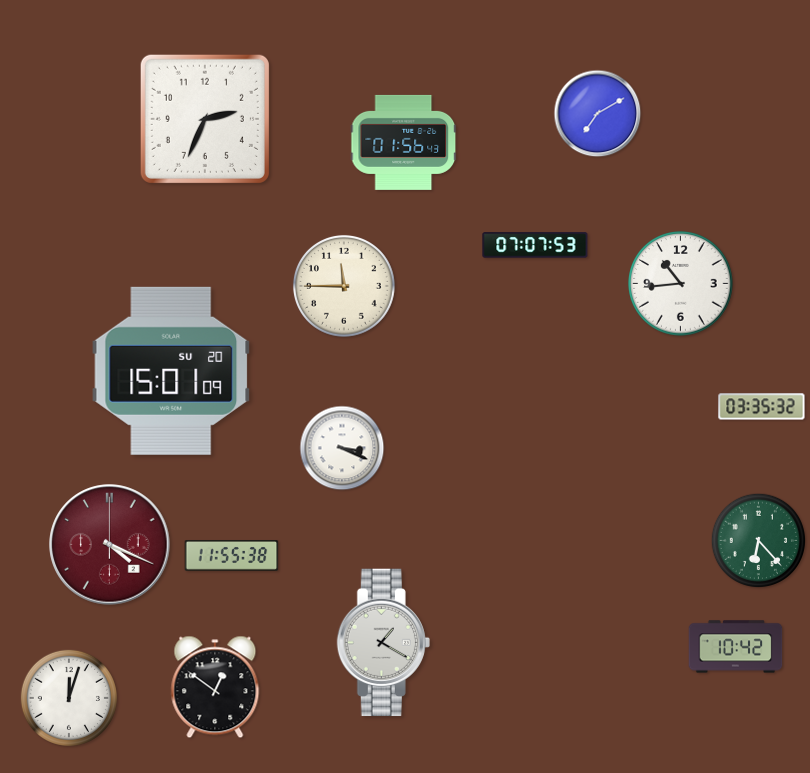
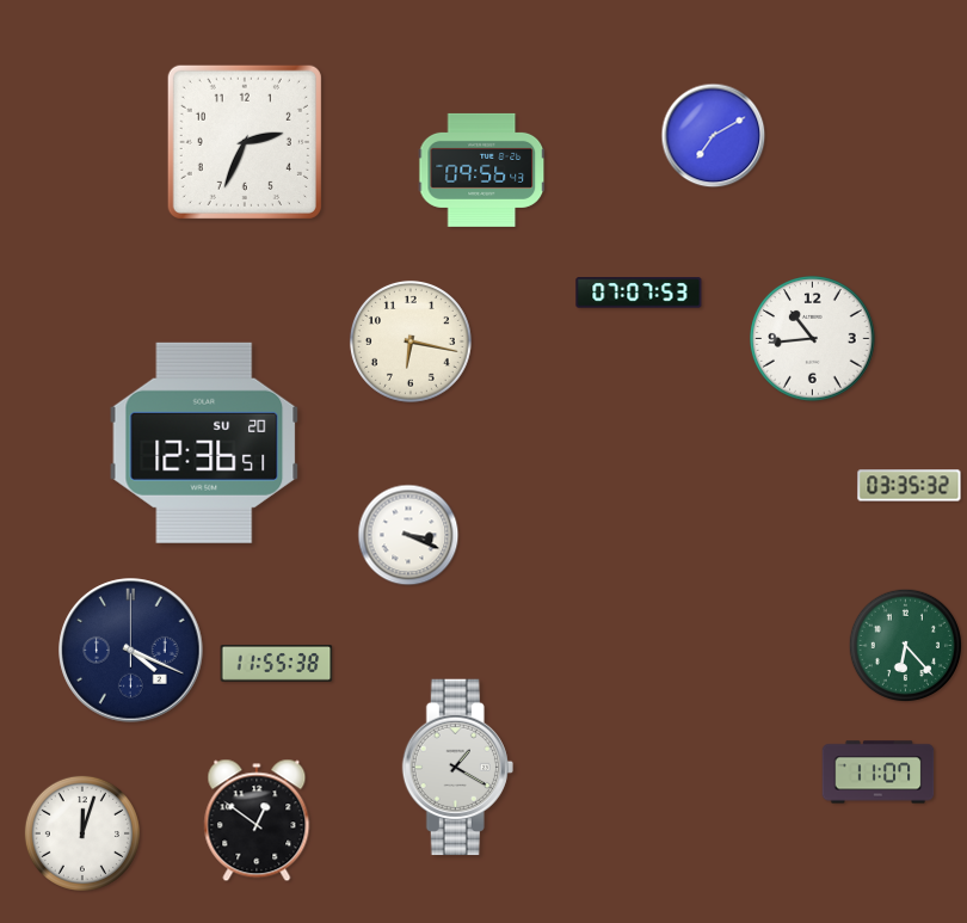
clock at (404, 142): 01:56 -> 09:56
clock at (344, 286): 11:45 -> 6:17
clock at (171, 371): 15:01 -> 12:36
clock at (110, 545) dial: burgundy -> navy
clock at (736, 647): 10:42 -> 11:07
